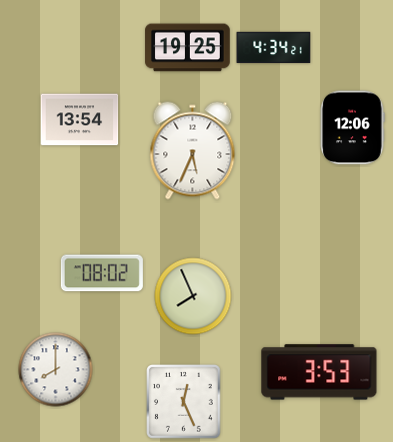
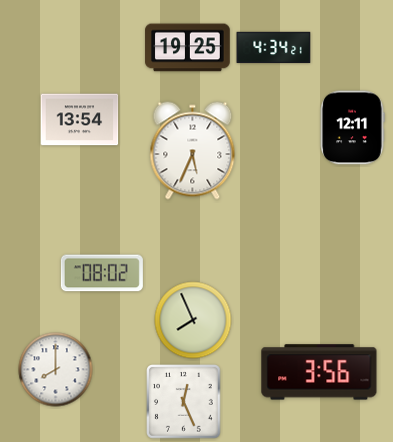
clock at (352, 128): 12:06 -> 12:11
clock at (193, 296) position: (193, 296) -> (193, 320)
clock at (319, 372): 3:53 -> 3:56
